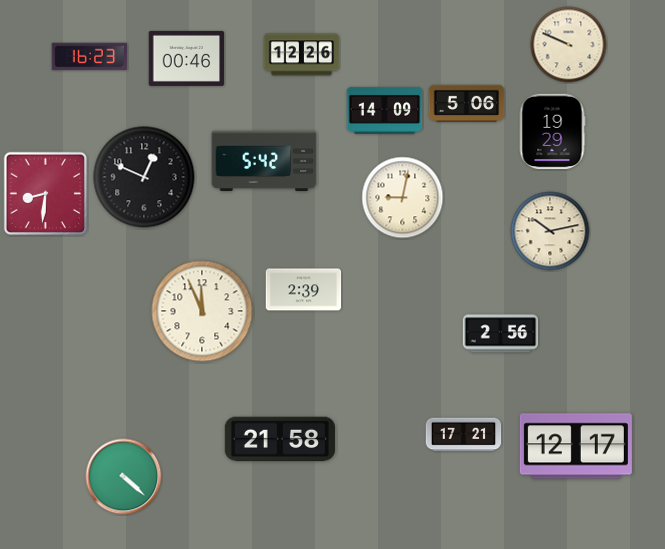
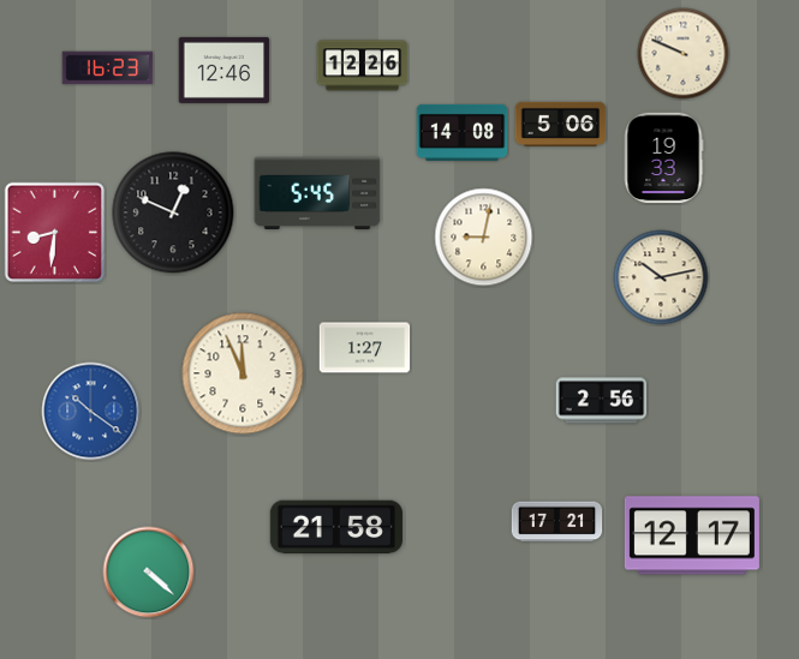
clock at (187, 58): 00:46 -> 12:46
clock at (385, 110): 14:09 -> 14:08
clock at (552, 132): 19:29 -> 19:33
clock at (264, 161): 5:42 -> 5:45
clock at (304, 290): 2:39 -> 1:27
clock at (91, 412): none -> 10:21
